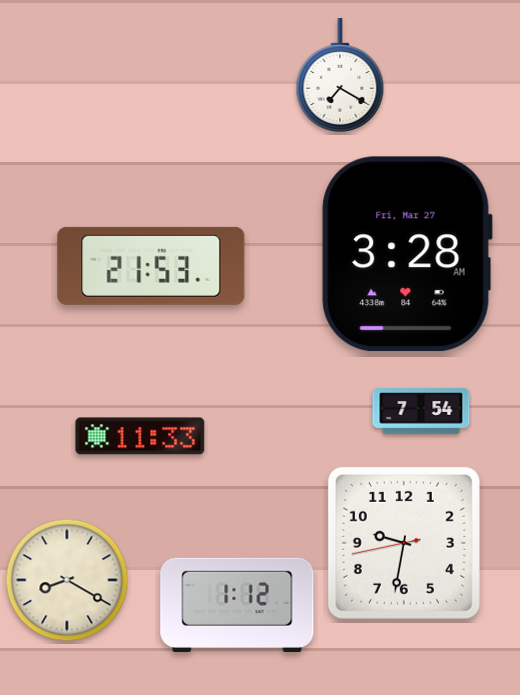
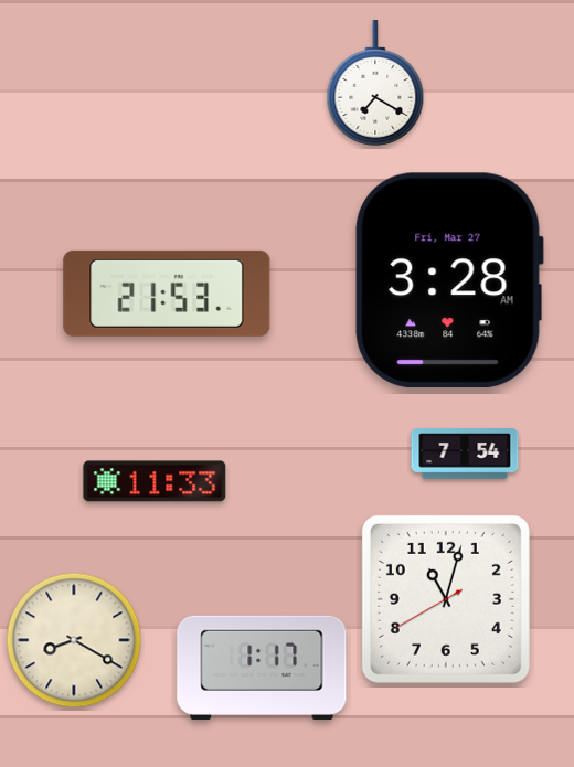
clock at (404, 543): 9:31 -> 11:02
clock at (237, 605): 1:12 -> 1:17
